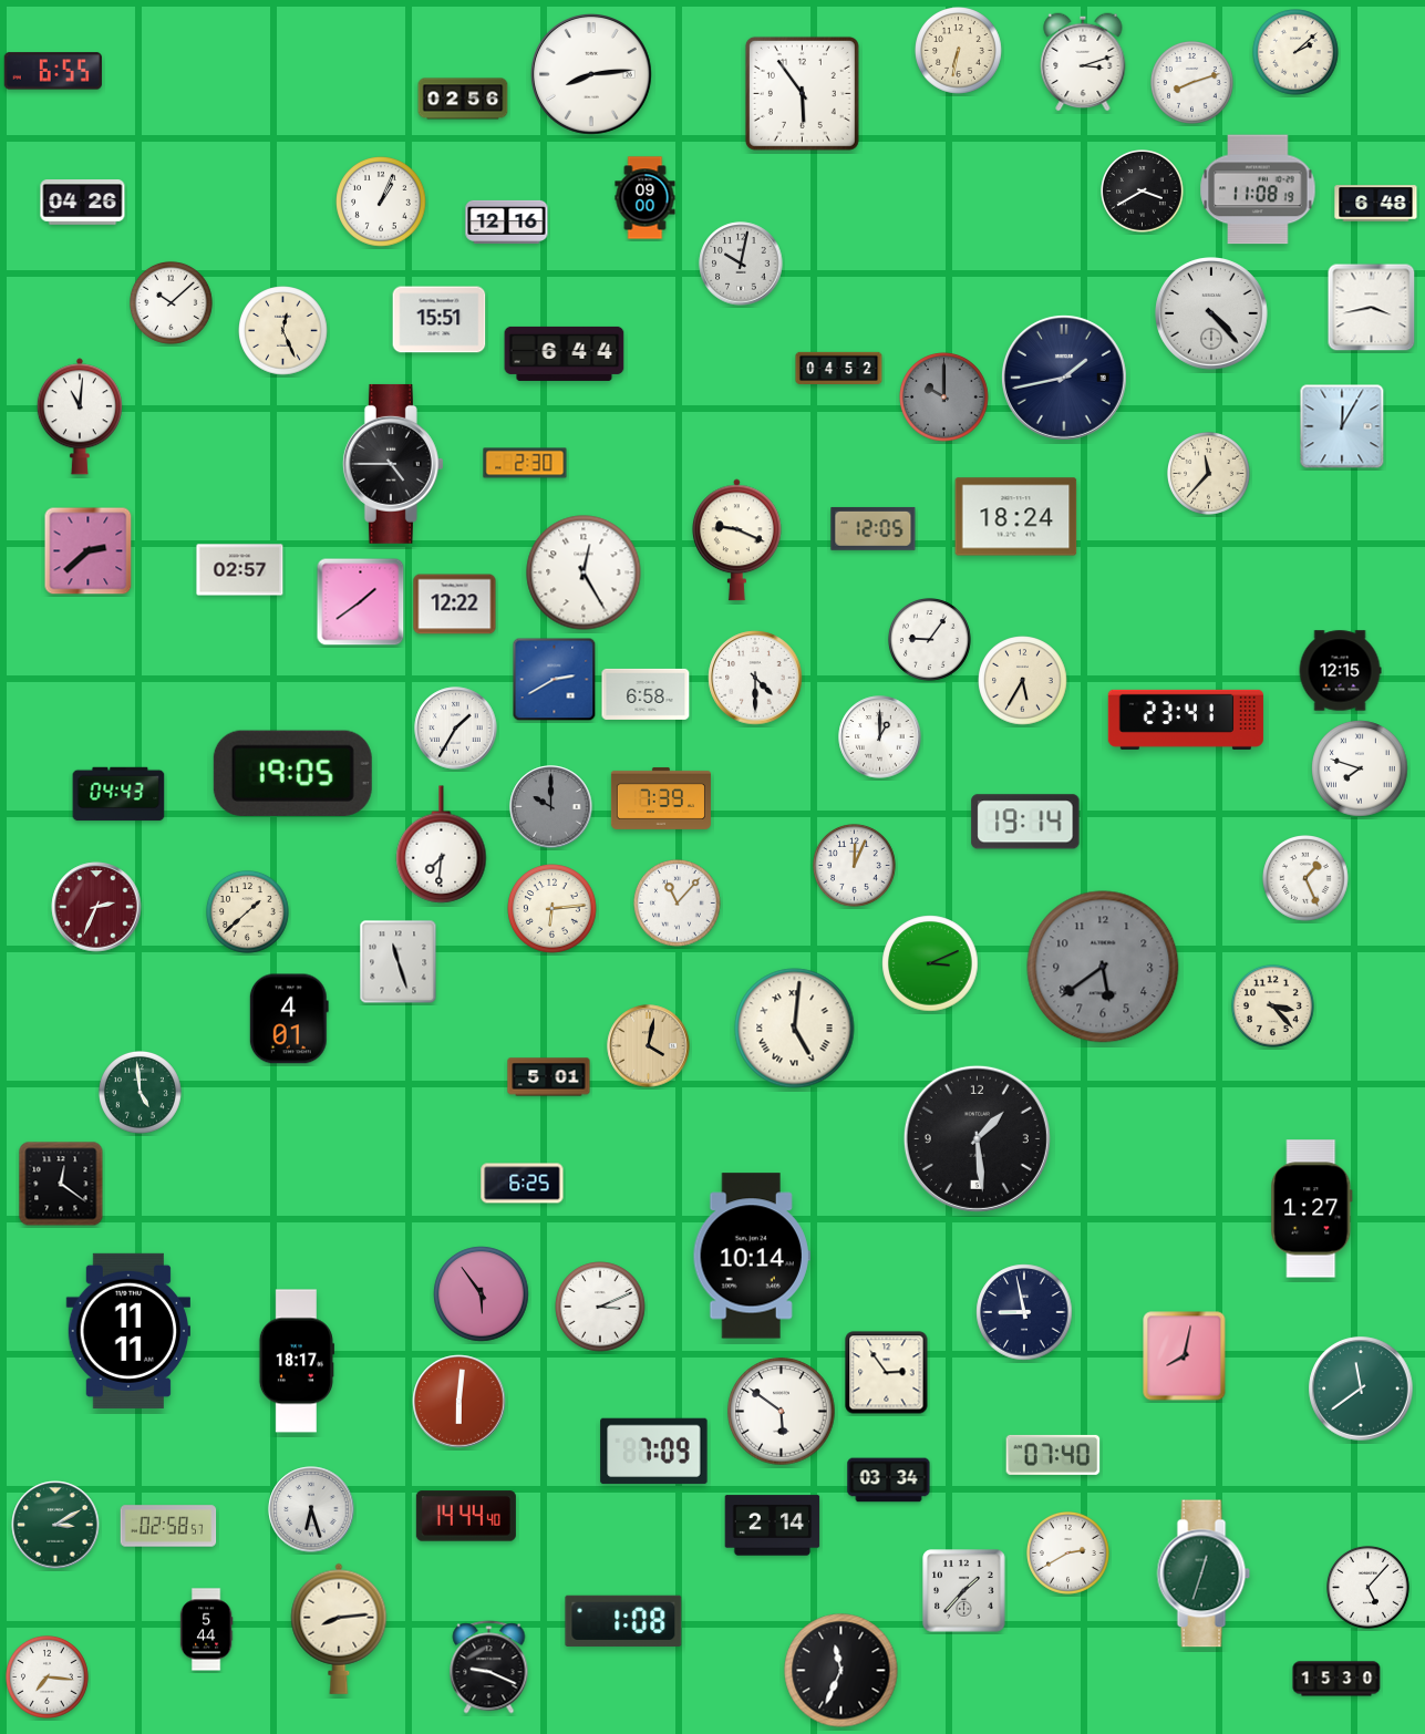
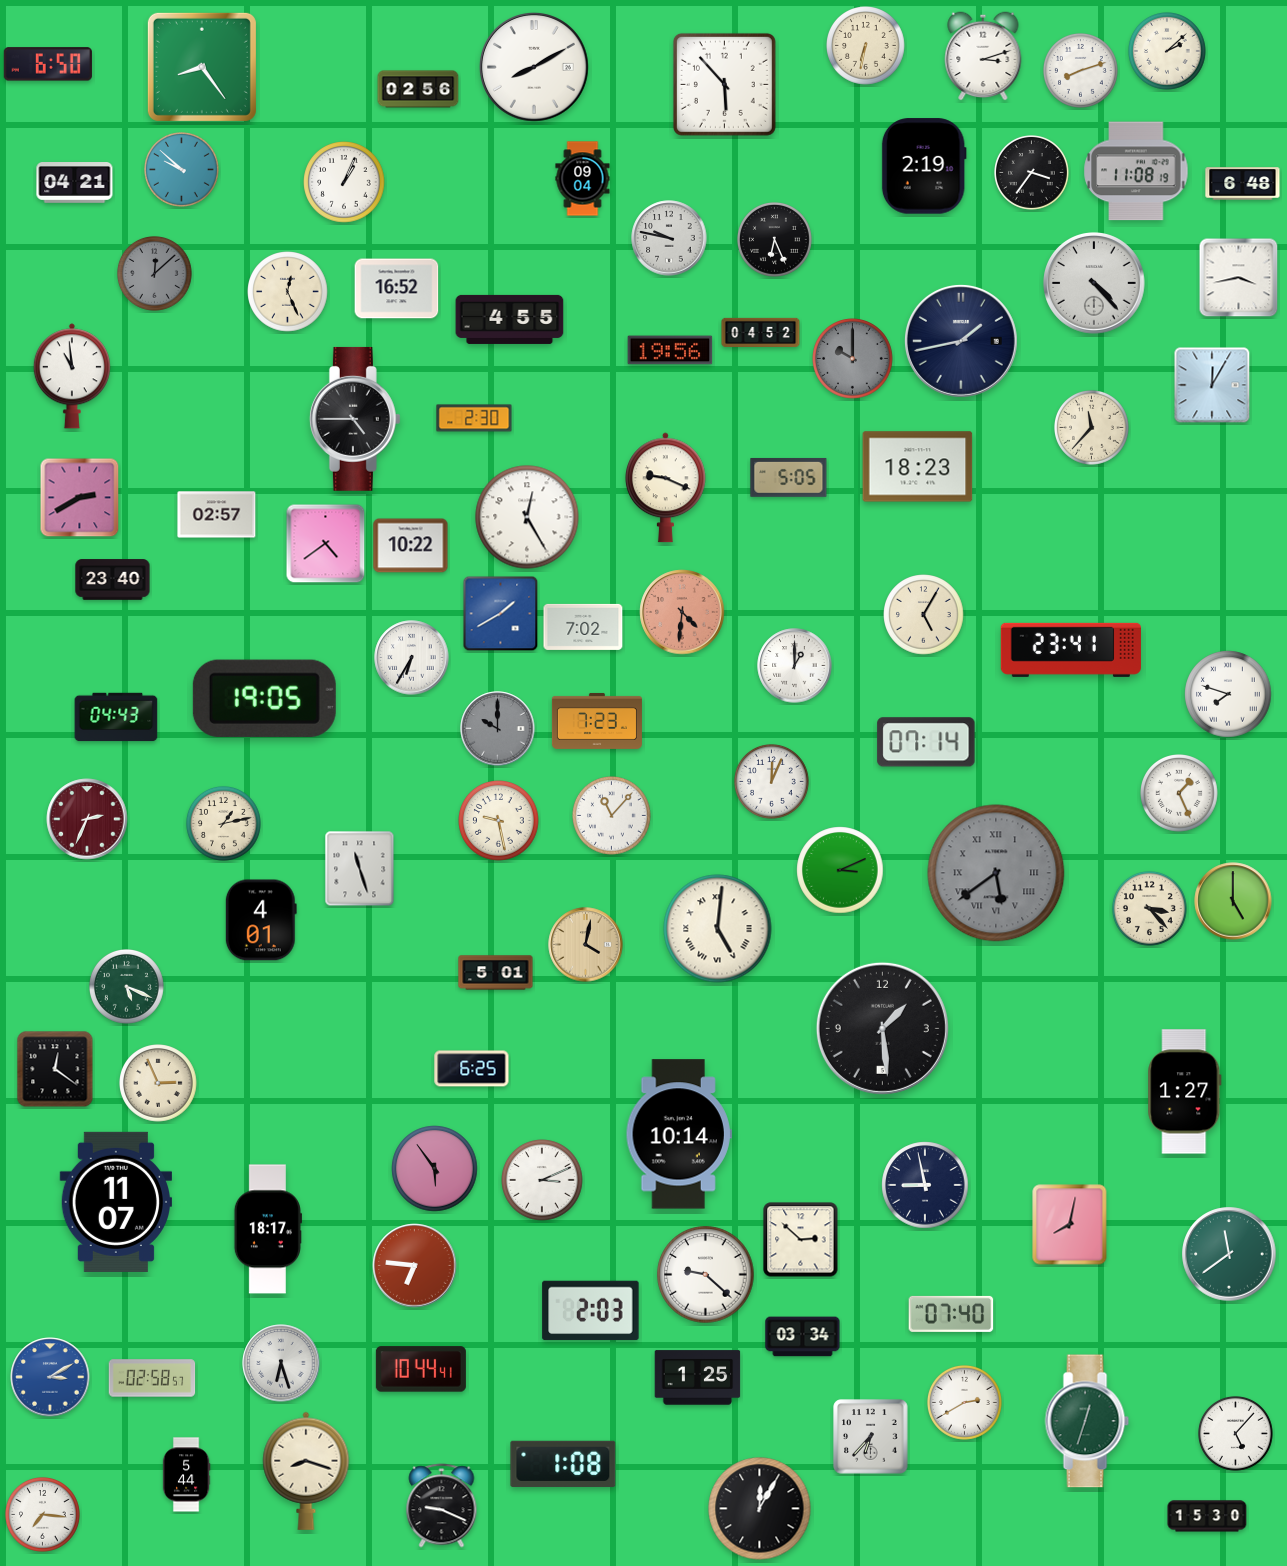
clock at (1297, 53) position: (1297, 53) -> (1168, 52)
clock at (1083, 62) position: (1083, 62) -> (983, 56)
clock at (53, 71): 6:55 -> 6:50
clock at (202, 67): none -> 8:24
clock at (592, 75): 8:14 -> 8:10
clock at (1192, 83) position: (1192, 83) -> (1081, 71)
clock at (802, 93): 5:54 -> 5:53
clock at (924, 166): none -> 2:19
clock at (182, 170): none -> 9:52
clock at (1143, 192): 3:40 -> 3:36
clock at (646, 198): 09:00 -> 09:04
clock at (83, 203): 04:26 -> 04:21
clock at (507, 221): 12:16 -> none
clock at (741, 264): 10:02 -> 9:47
clock at (775, 240): none -> 6:26
clock at (172, 303): 10:08 -> 12:08
clock at (172, 303) dial: white -> grey
clock at (440, 320): 15:51 -> 16:52
clock at (283, 331) position: (283, 331) -> (288, 292)
clock at (565, 353): 6:44 -> 4:55
clock at (839, 368) position: (839, 368) -> (761, 332)
clock at (670, 350): none -> 19:56
clock at (80, 416): 11:01 -> 10:59
clock at (1016, 517): 18:24 -> 18:23
clock at (874, 528): 12:05 -> 5:05
clock at (89, 551): 2:38 -> 2:40
clock at (361, 602): 1:39 -> 4:39
clock at (455, 605): 12:22 -> 10:22
clock at (930, 640): 9:06 -> none
clock at (113, 580): none -> 23:40
clock at (1340, 671): 12:15 -> none
clock at (755, 678): 4:30 -> 4:31
clock at (755, 678) dial: white -> salmon
clock at (555, 680): 2:40 -> 1:40
clock at (1023, 681): 5:35 -> 5:05
clock at (646, 694): 6:58 -> 7:02
clock at (456, 729): 1:35 -> 6:35
clock at (118, 794) position: (118, 794) -> (116, 717)
clock at (661, 798): 7:39 -> 7:23
clock at (1025, 822): 19:14 -> 07:14
clock at (442, 845): 7:31 -> none
clock at (553, 909): 6:14 -> 9:28
clock at (248, 912): 1:38 -> 1:13
clock at (1103, 967) numerals: Arabic -> Roman
clock at (1233, 901): none -> 5:00
clock at (141, 1093): 4:59 -> 5:19
clock at (159, 1084): none -> 2:56
clock at (127, 1331): 11:11 -> 11:07
clock at (887, 1373): 2:54 -> 2:52
clock at (459, 1402): 6:01 -> 6:46
clock at (782, 1412): 5:51 -> 9:22
clock at (654, 1452): 7:09 -> 2:03
clock at (466, 1516): 14:44 -> 10:44
clock at (55, 1525) dial: green -> blue
clock at (773, 1526): 2:14 -> 1:25
clock at (964, 1591): 1:37 -> 6:37
clock at (339, 1629): 8:14 -> 8:18
clock at (206, 1630) position: (206, 1630) -> (186, 1475)
clock at (841, 1671): 11:34 -> 12:05
